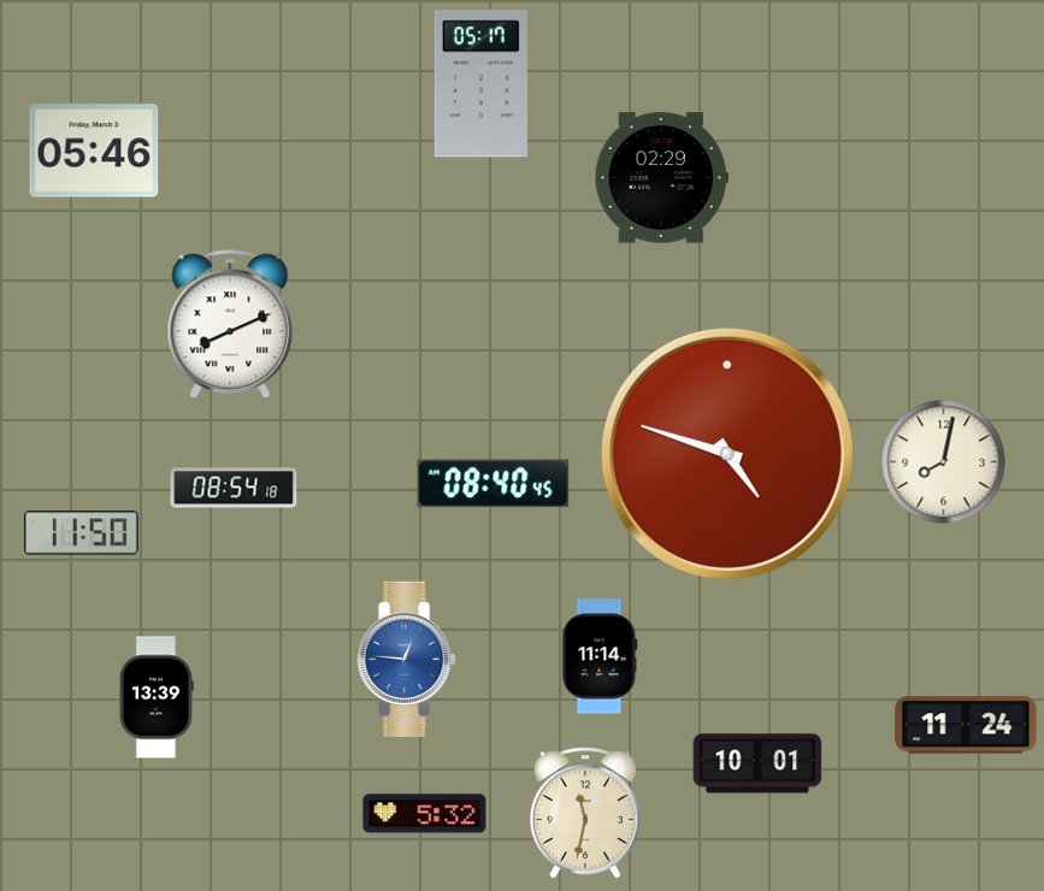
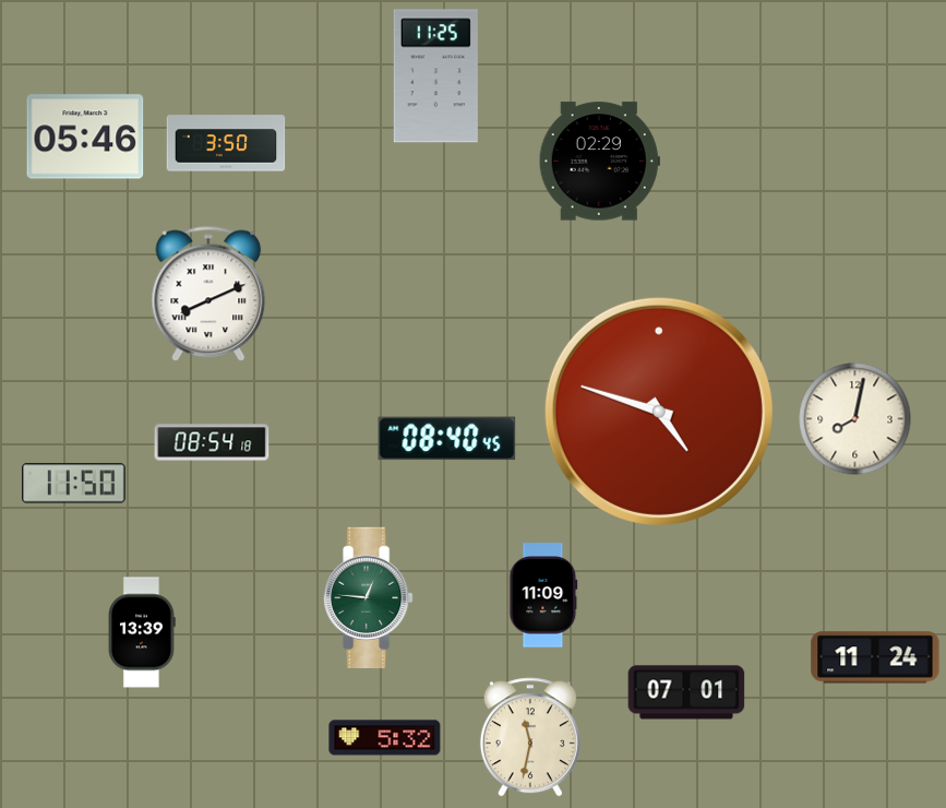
clock at (480, 84): 05:17 -> 11:25
clock at (226, 143): none -> 3:50
clock at (600, 656): 11:14 -> 11:09
clock at (407, 659) dial: blue -> green
clock at (757, 763): 10:01 -> 07:01
